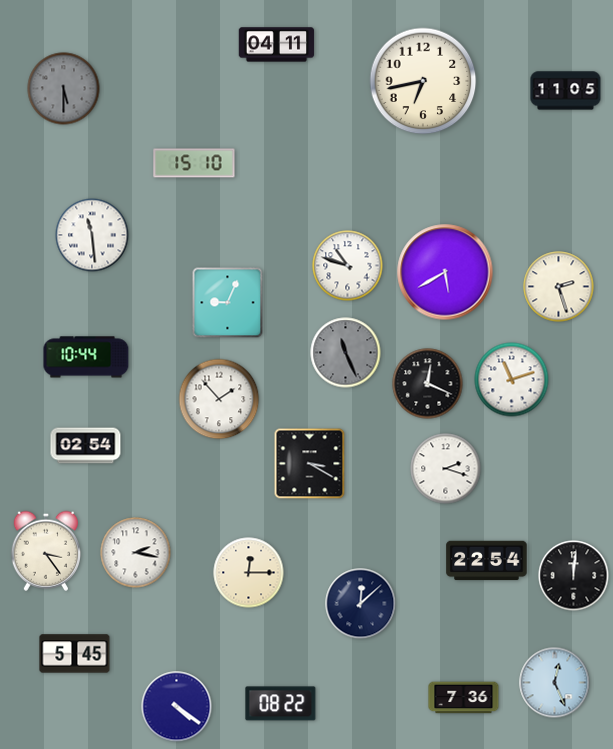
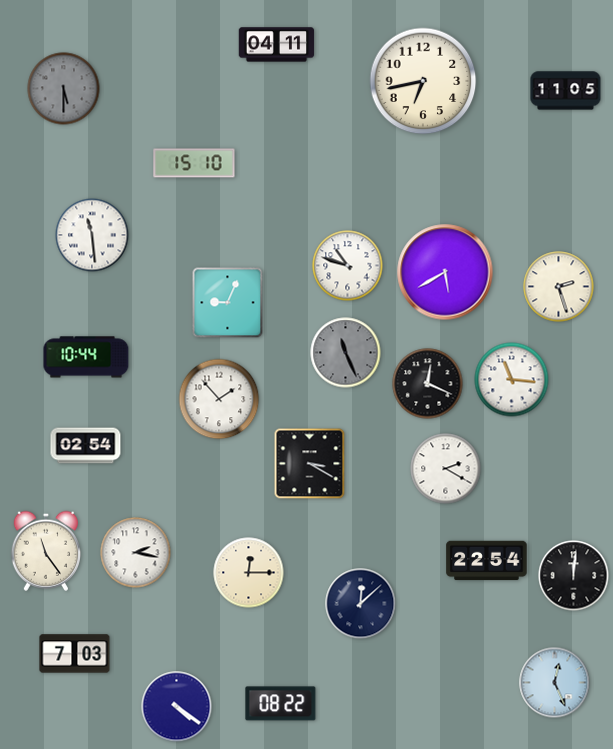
clock at (512, 380): 11:12 -> 11:16
clock at (446, 469): 2:18 -> 2:20
clock at (45, 551): 3:24 -> 11:24
clock at (75, 654): 5:45 -> 7:03
clock at (464, 698): 7:36 -> none
